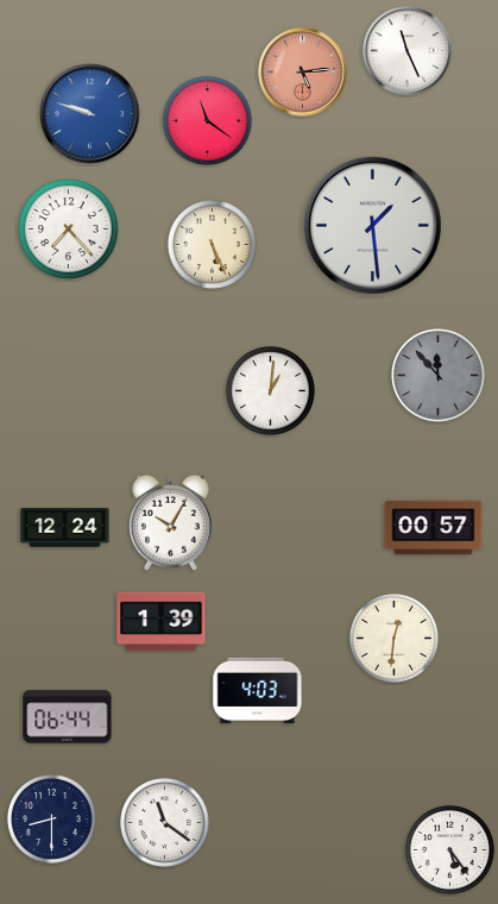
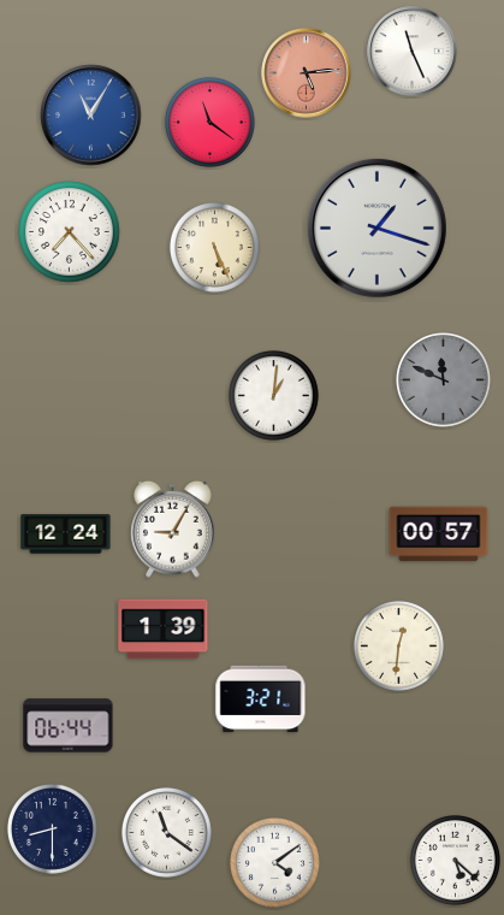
clock at (90, 114): 9:48 -> 11:05
clock at (372, 225): 1:29 -> 1:18
clock at (439, 376): 11:53 -> 11:49
clock at (171, 522): 10:05 -> 9:05
clock at (258, 691): 4:03 -> 3:21
clock at (449, 849): 5:24 -> 5:22
clock at (274, 862): none -> 4:09
